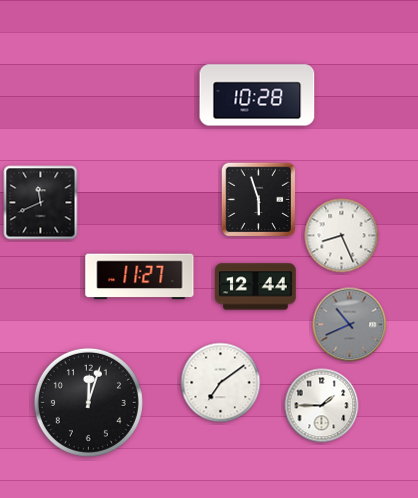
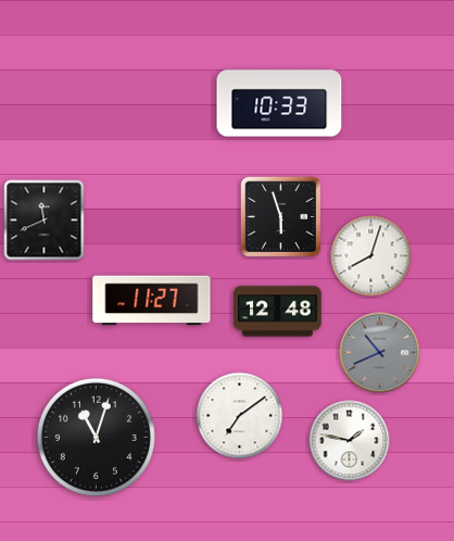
clock at (257, 95): 10:28 -> 10:33
clock at (342, 236): 8:26 -> 8:03
clock at (256, 287): 12:44 -> 12:48
clock at (88, 402): 12:03 -> 11:03
clock at (322, 406): 1:45 -> 1:47
